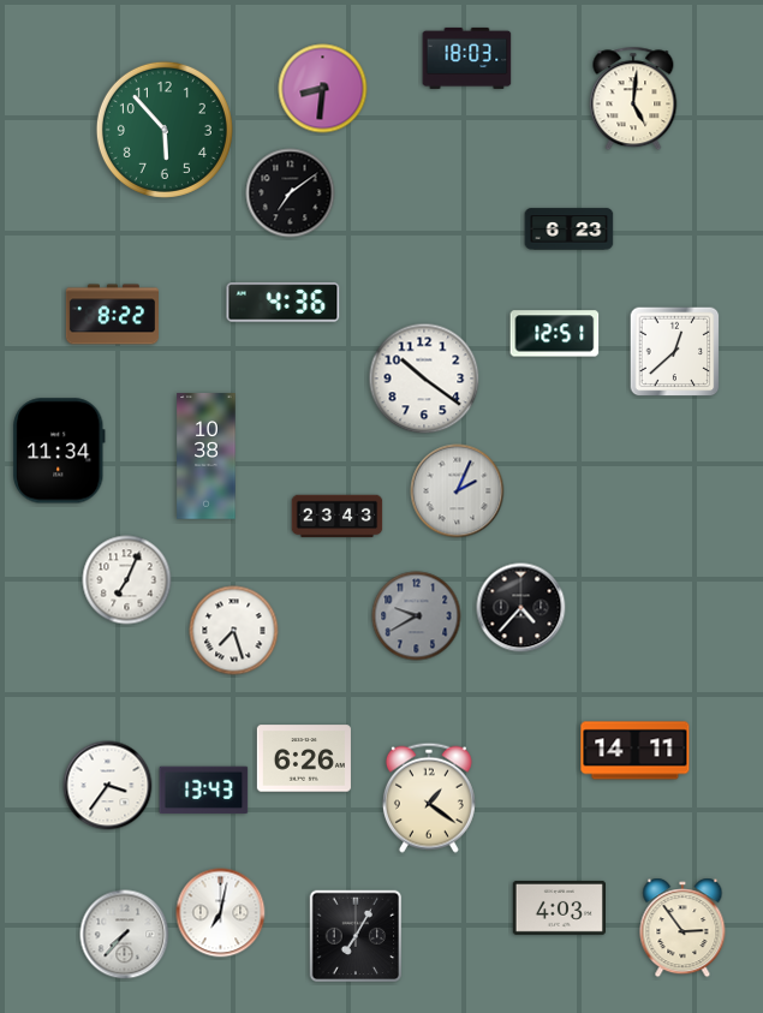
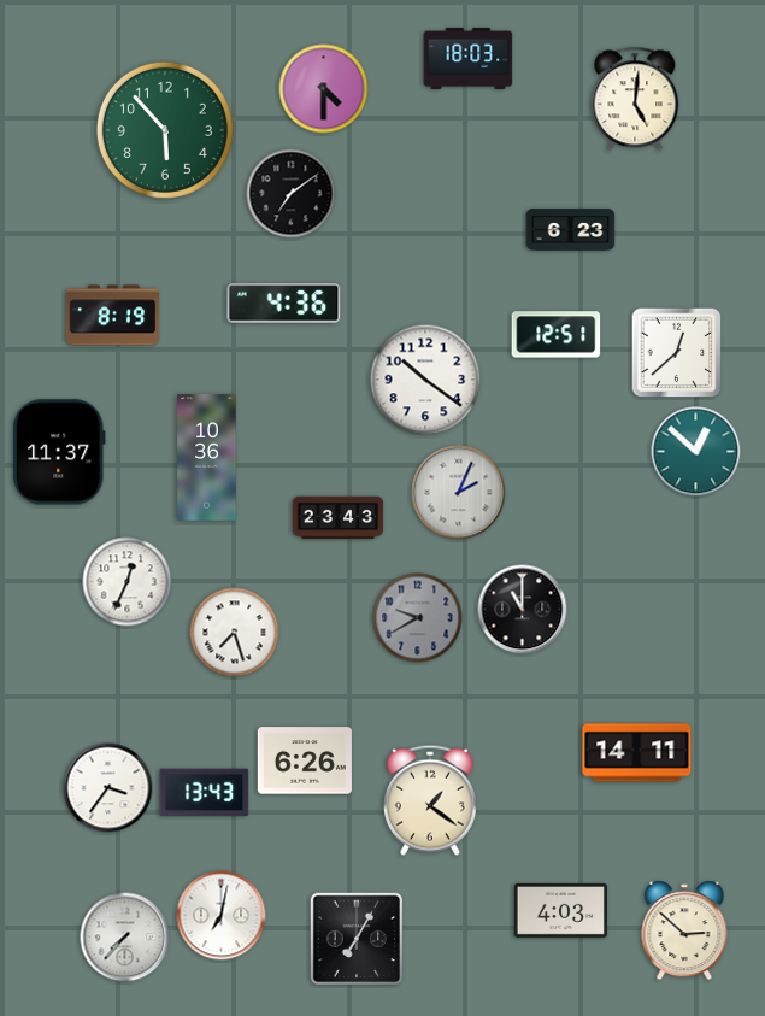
clock at (323, 89): 8:31 -> 4:30
clock at (112, 315): 8:22 -> 8:19
clock at (60, 451): 11:34 -> 11:37
clock at (696, 452): none -> 12:52
clock at (207, 457): 10:38 -> 10:36
clock at (127, 580): 7:04 -> 12:34
clock at (521, 608): 4:37 -> 11:00
clock at (682, 928): 2:54 -> 2:52
